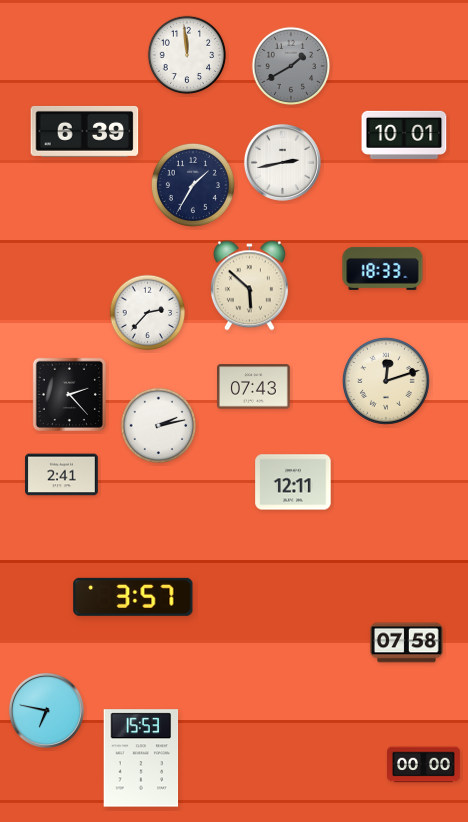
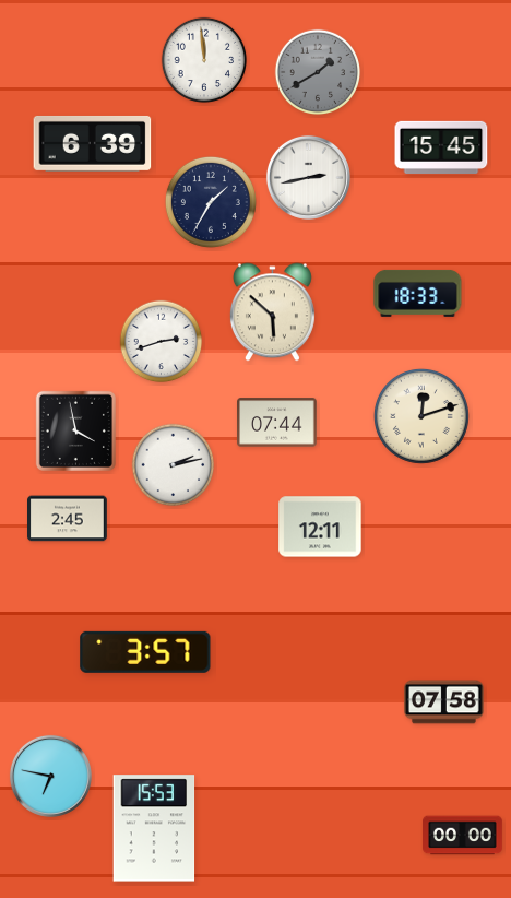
clock at (404, 135): 10:01 -> 15:45
clock at (148, 313): 2:37 -> 2:42
clock at (254, 387): 07:43 -> 07:44
clock at (69, 394): 2:23 -> 3:58
clock at (62, 475): 2:41 -> 2:45
